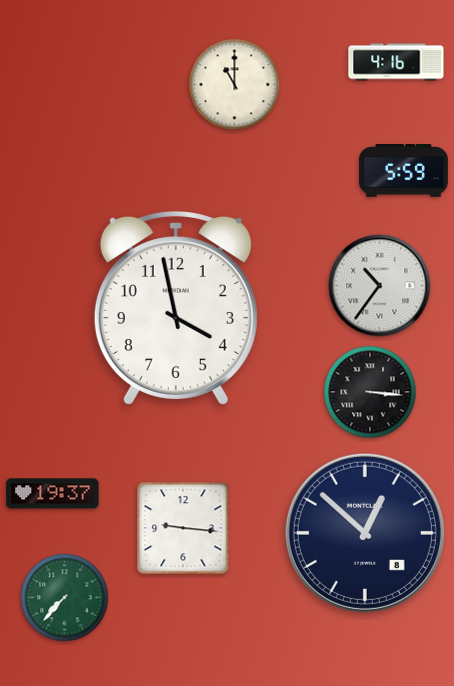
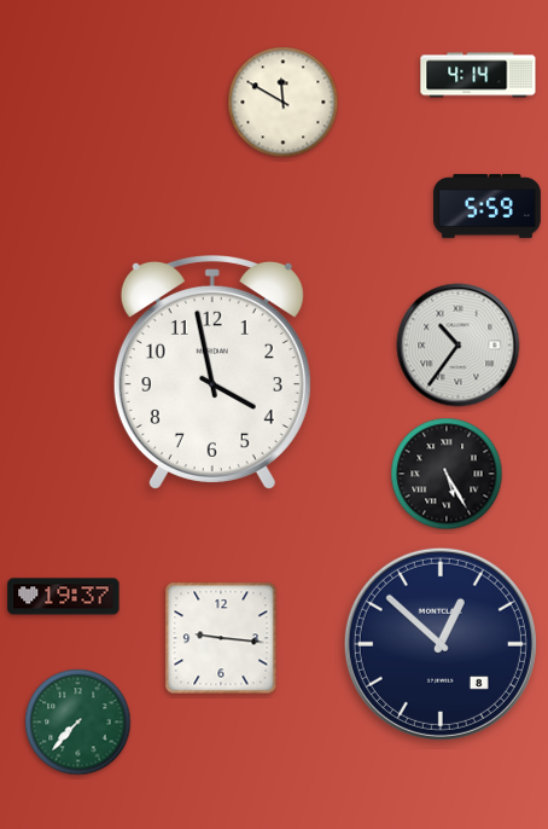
clock at (396, 62): 4:16 -> 4:14
clock at (235, 85): 11:00 -> 11:50
clock at (370, 392): 3:16 -> 5:25
